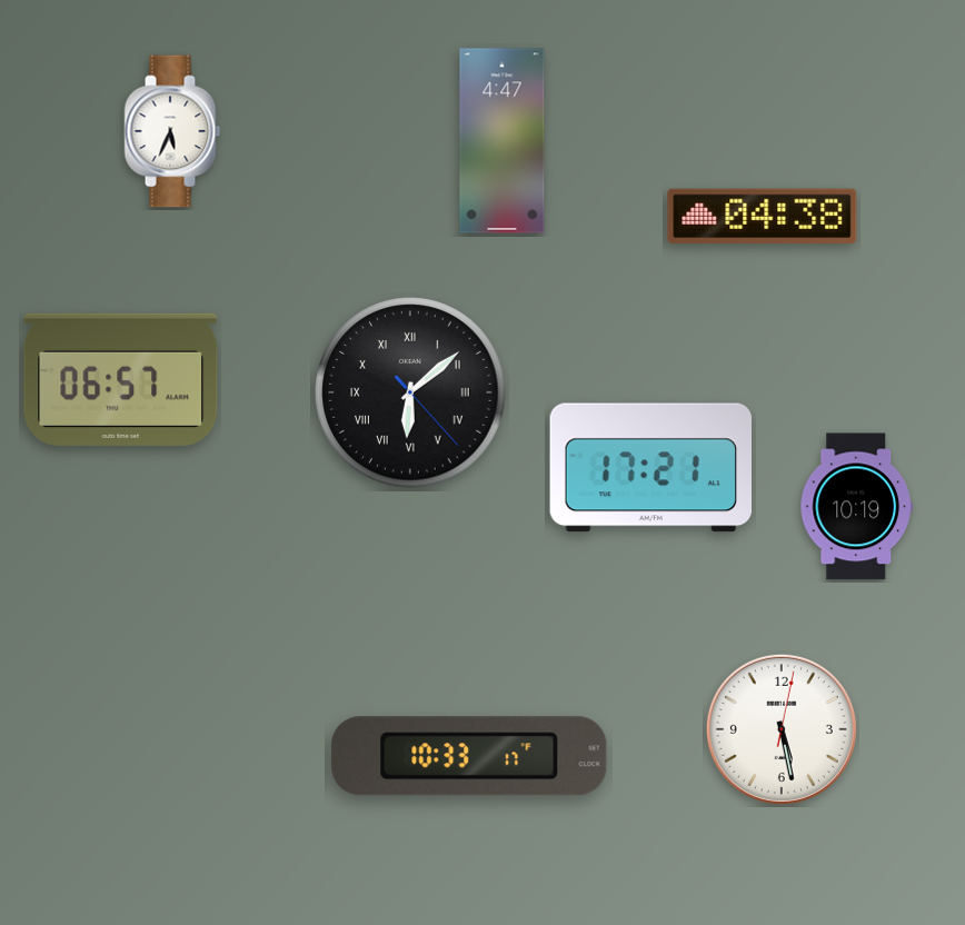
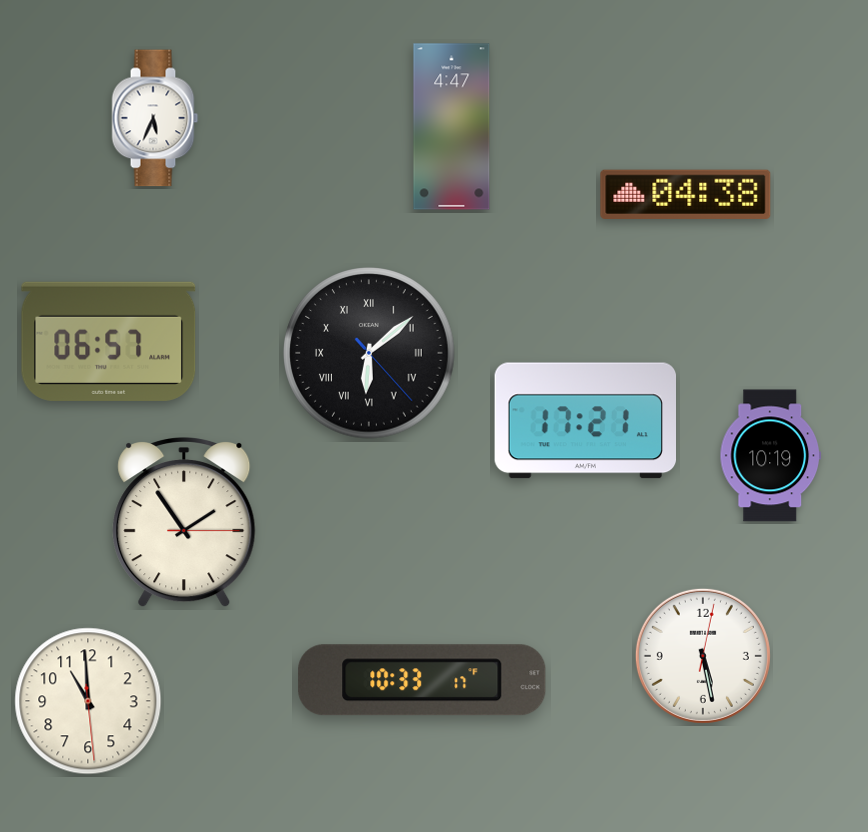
clock at (184, 523): none -> 1:54
clock at (88, 701): none -> 10:59
